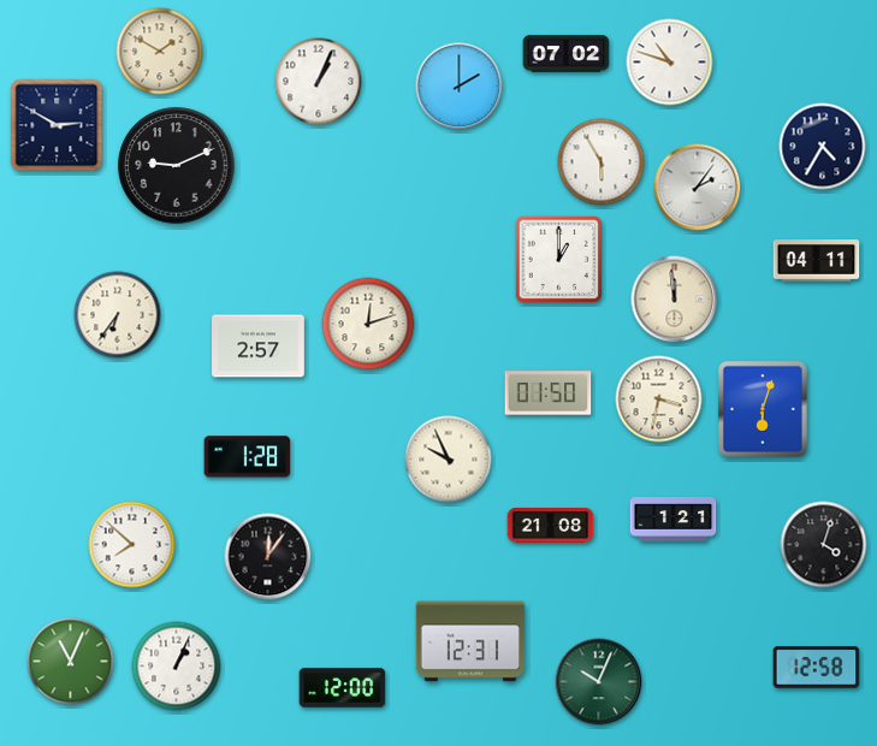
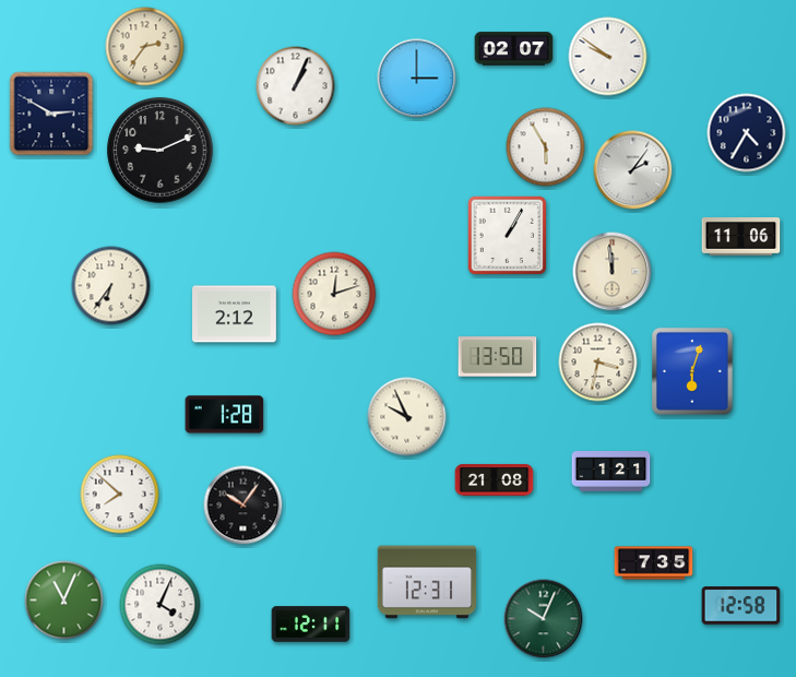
clock at (160, 52): 1:50 -> 2:36
clock at (567, 54): 07:02 -> 02:07
clock at (670, 63): 10:48 -> 9:51
clock at (319, 82) position: (319, 82) -> (296, 86)
clock at (460, 87): 2:00 -> 3:00
clock at (559, 260): 1:00 -> 1:05
clock at (817, 261): 04:11 -> 11:06
clock at (118, 315) position: (118, 315) -> (111, 286)
clock at (259, 347): 2:57 -> 2:12
clock at (549, 393): 01:50 -> 13:50
clock at (551, 525) position: (551, 525) -> (495, 479)
clock at (824, 545): 4:03 -> none
clock at (268, 557): 12:06 -> 10:06
clock at (654, 563): none -> 7:35
clock at (177, 667): 1:04 -> 4:04
clock at (343, 688): 12:00 -> 12:11
